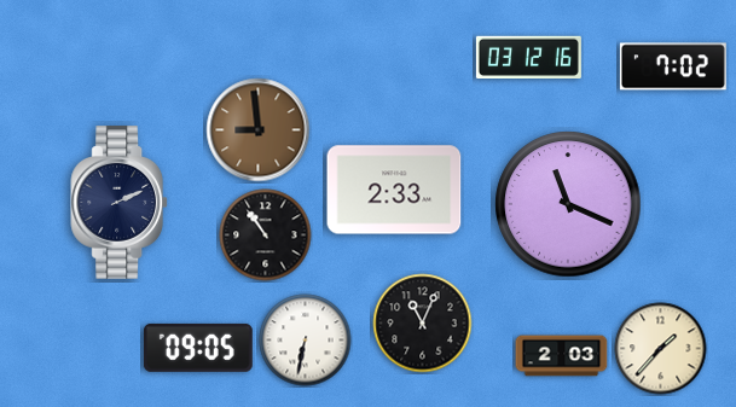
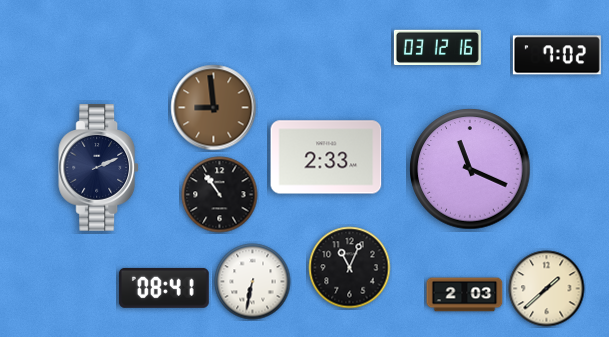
clock at (198, 348): 09:05 -> 08:41
clock at (661, 349): 1:37 -> 1:38
